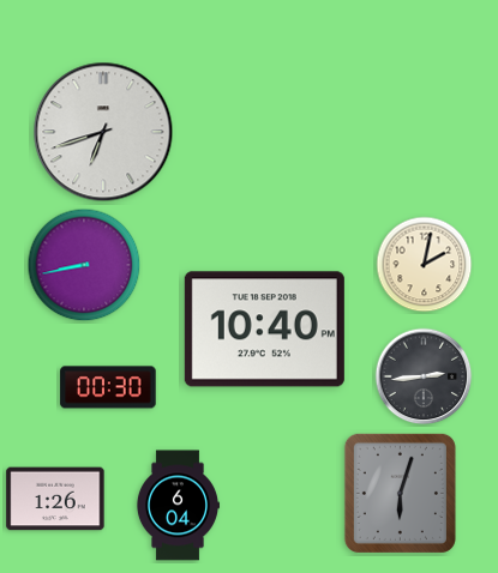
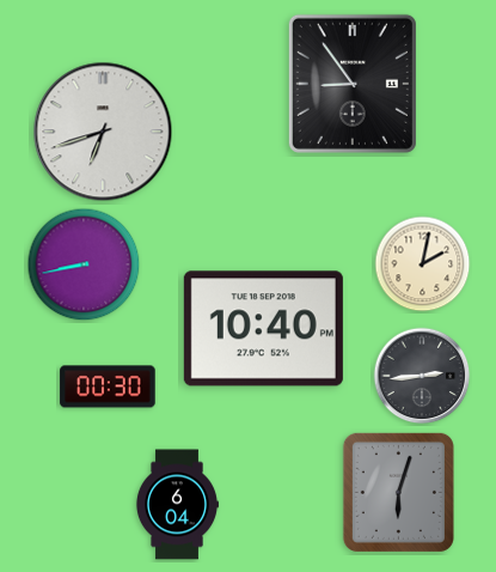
clock at (353, 84): none -> 8:54
clock at (55, 499): 1:26 -> none
